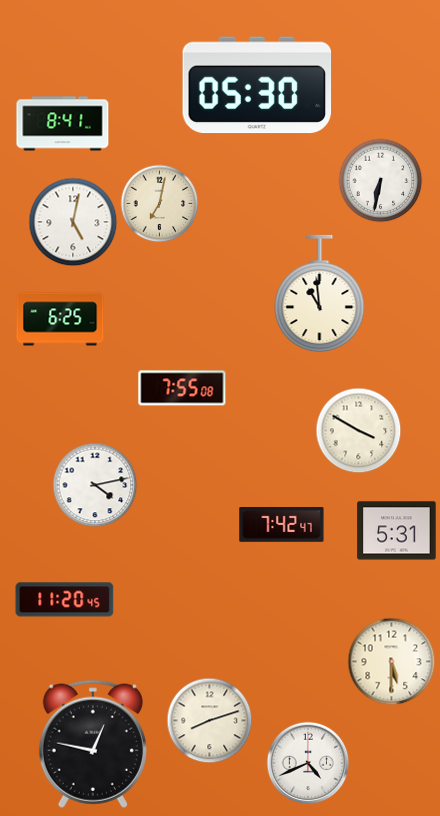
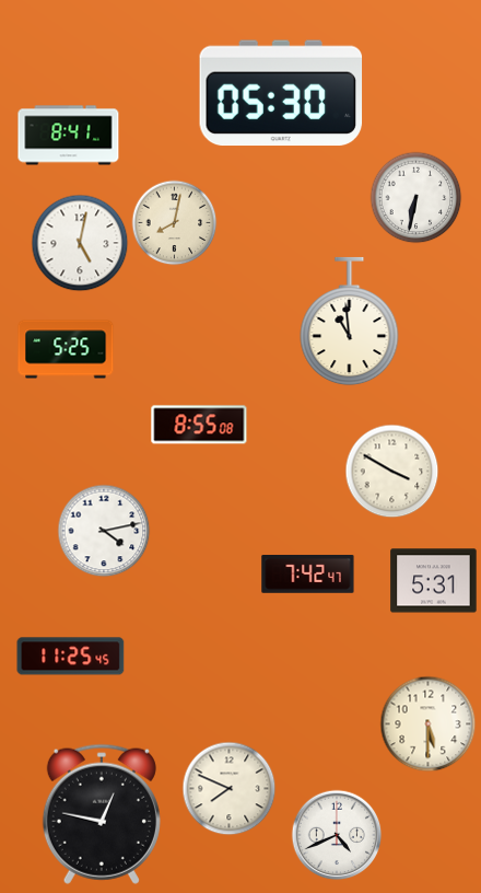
clock at (159, 203): 7:02 -> 8:02
clock at (60, 319): 6:25 -> 5:25
clock at (182, 388): 7:55 -> 8:55
clock at (65, 600): 11:20 -> 11:25
clock at (209, 720): 8:12 -> 7:49
